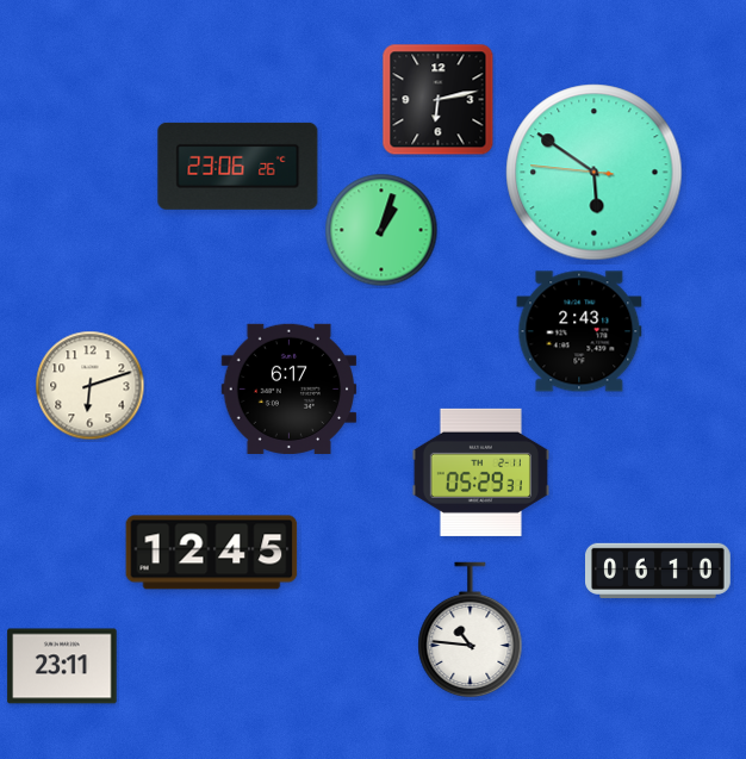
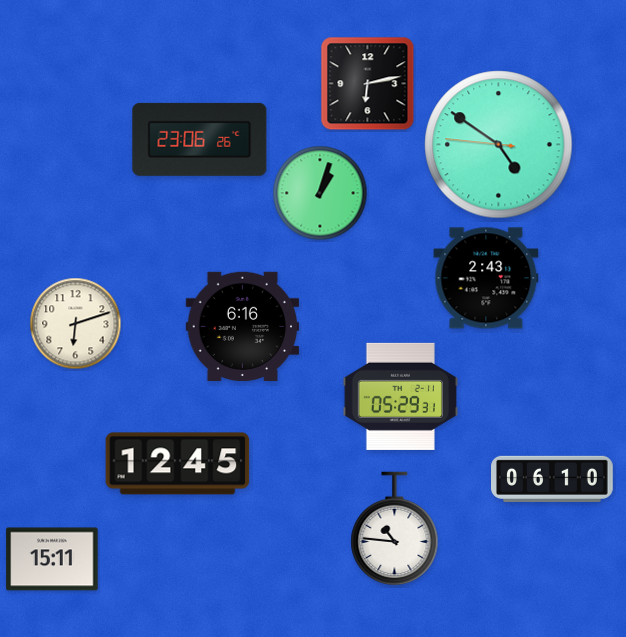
clock at (595, 173): 5:50 -> 4:50
clock at (290, 388): 6:17 -> 6:16
clock at (480, 472) position: (480, 472) -> (400, 396)
clock at (62, 666): 23:11 -> 15:11
